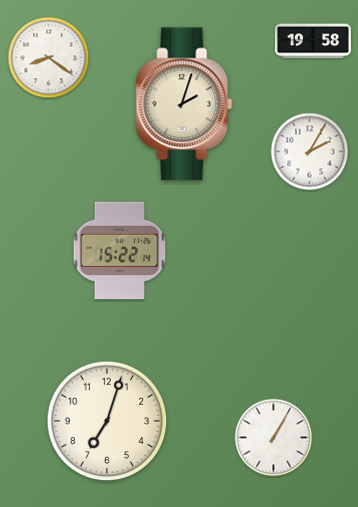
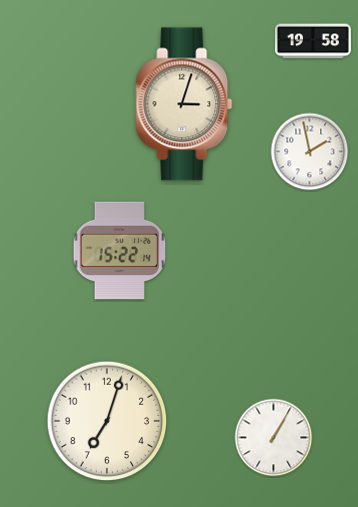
clock at (49, 58): 8:21 -> none
clock at (184, 104): 2:03 -> 3:03
clock at (310, 152): 2:05 -> 1:58
